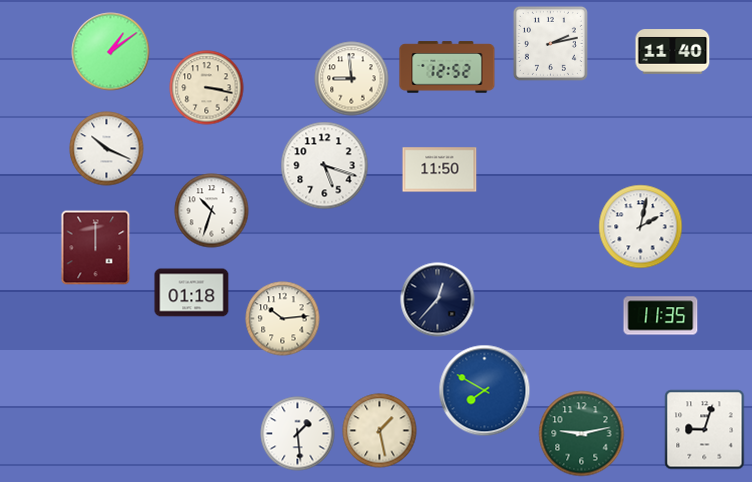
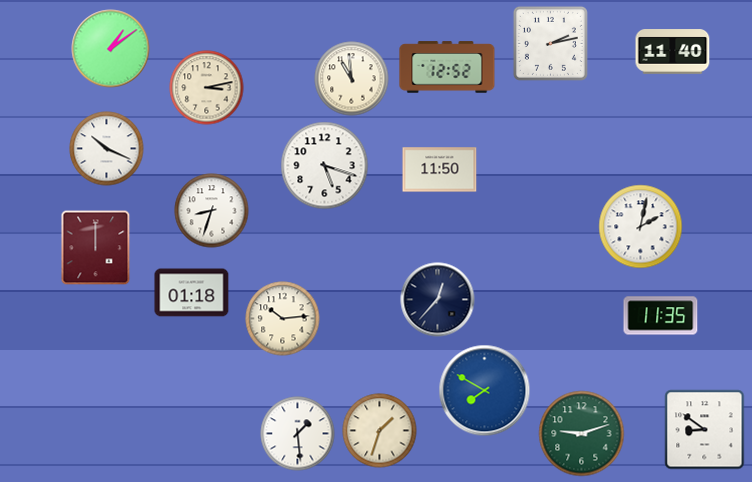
clock at (111, 52) position: (111, 52) -> (111, 49)
clock at (352, 79): 8:59 -> 10:59
clock at (207, 88): 3:17 -> 3:13
clock at (212, 211): 10:33 -> 8:33
clock at (705, 430): 9:03 -> 8:51
clock at (380, 431): 1:28 -> 1:33
clock at (582, 434): 9:13 -> 9:12
